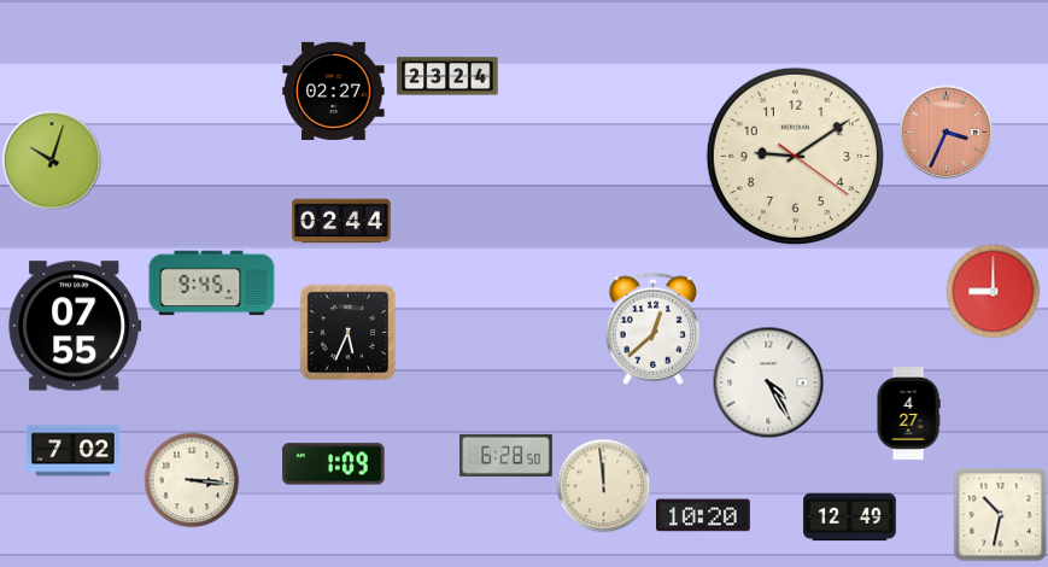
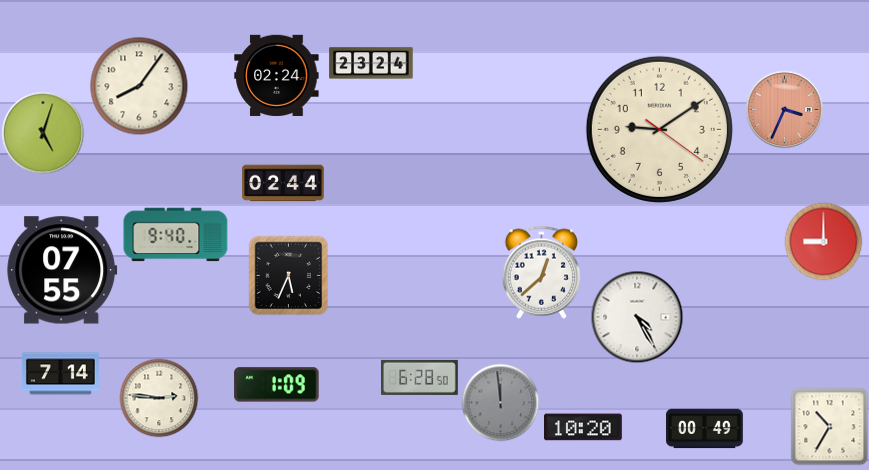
clock at (334, 90): 02:27 -> 02:24
clock at (139, 86): none -> 8:06
clock at (52, 160): 10:03 -> 5:03
clock at (212, 283): 9:45 -> 9:40
clock at (908, 414): 4:27 -> none
clock at (72, 451): 7:02 -> 7:14
clock at (192, 480): 3:16 -> 2:46
clock at (603, 485) dial: cream -> grey
clock at (1000, 514): 10:32 -> 10:35
clock at (850, 518): 12:49 -> 00:49
